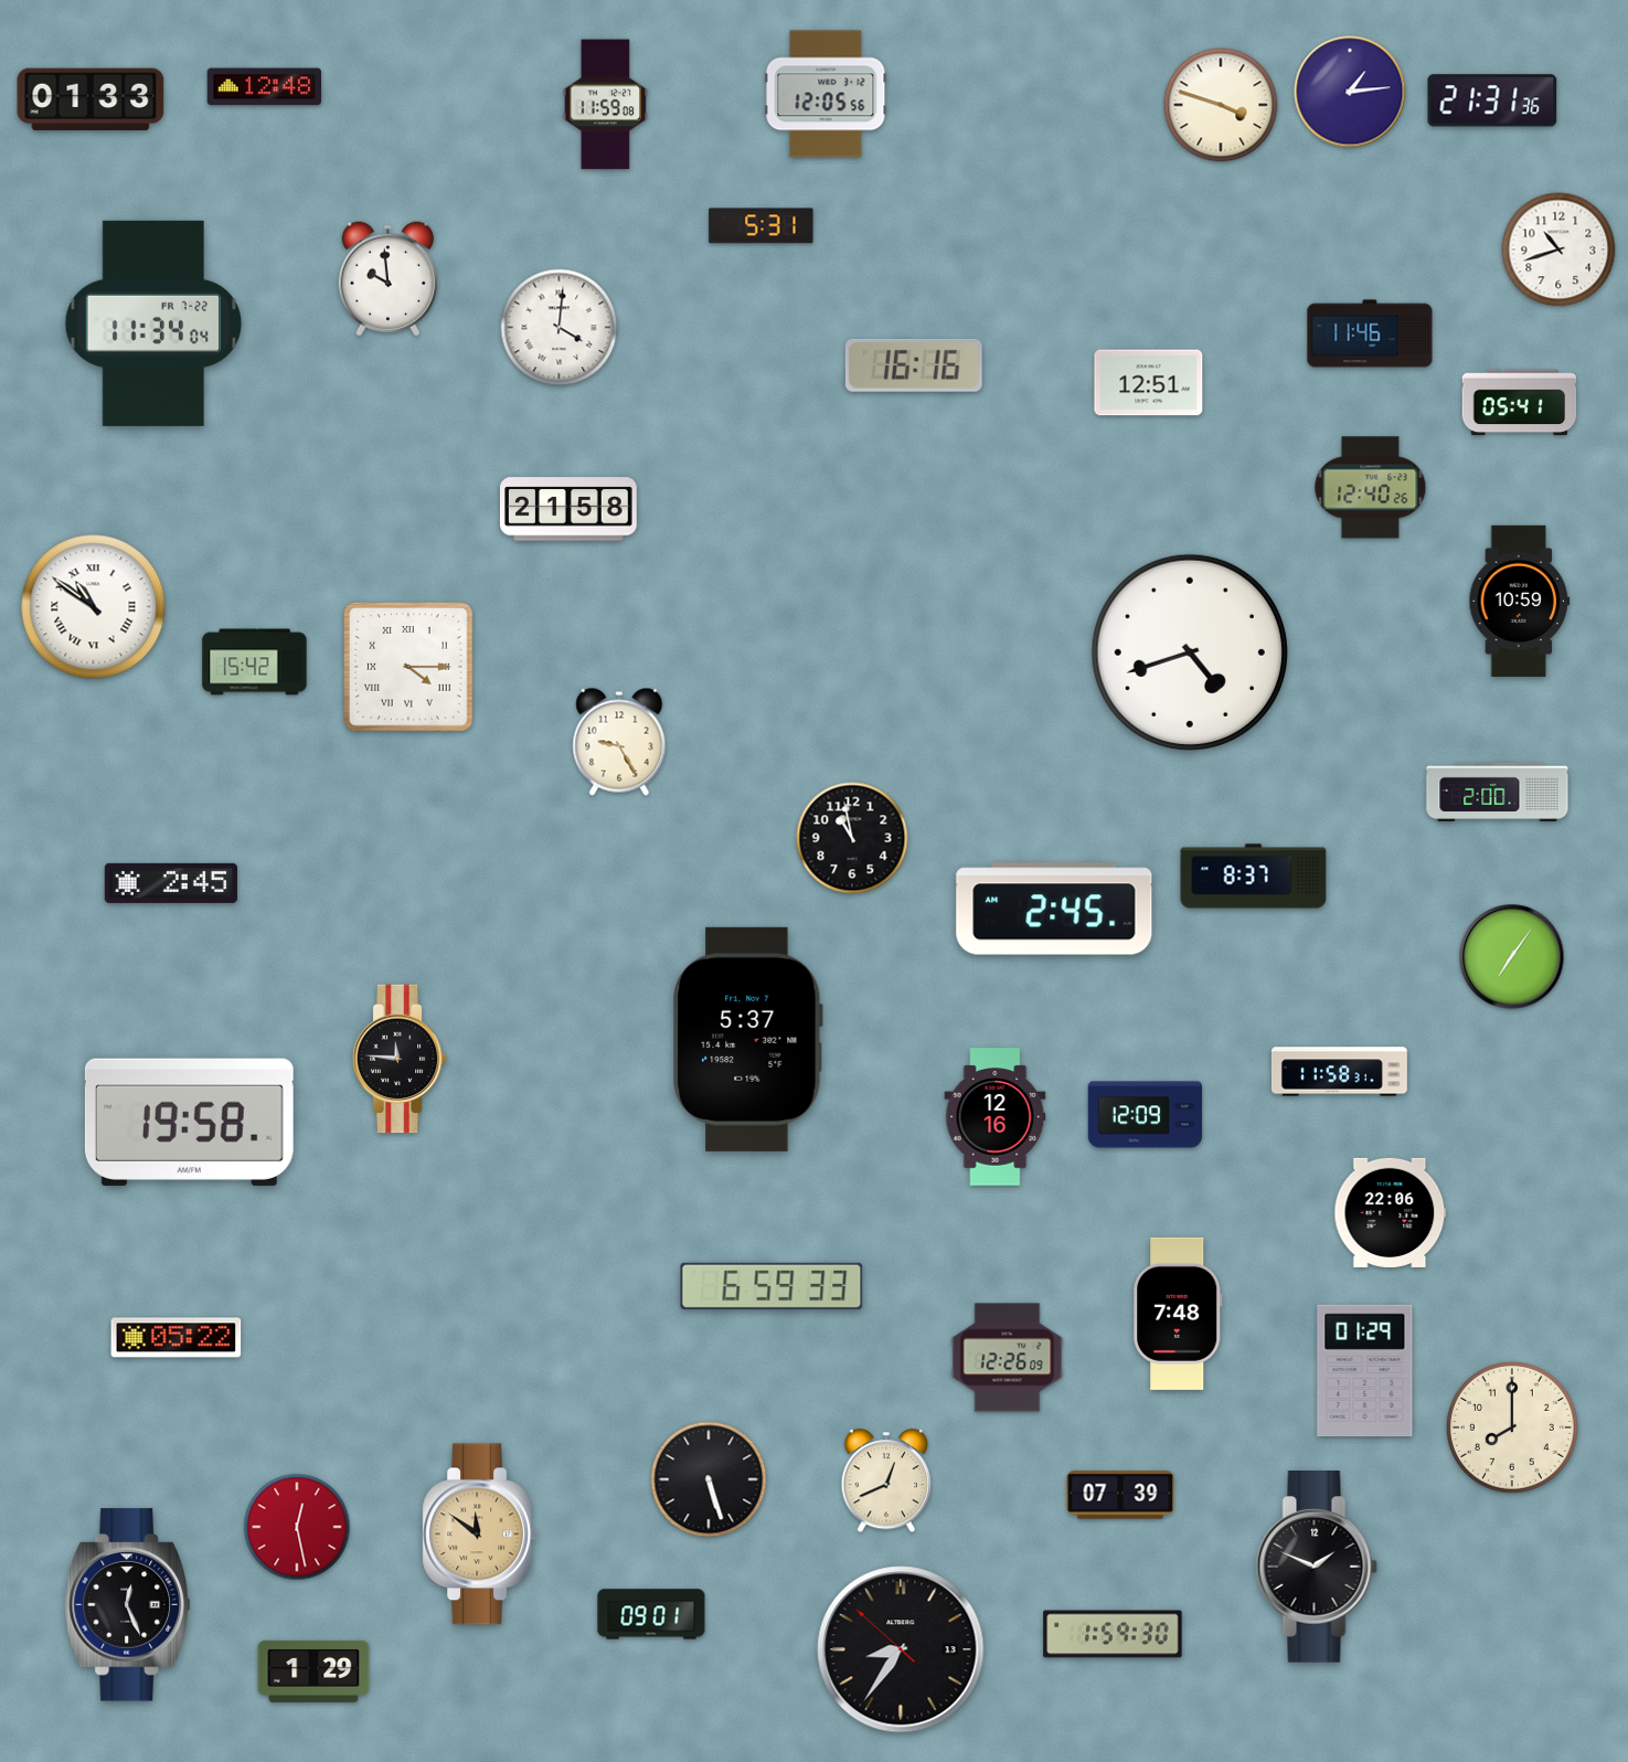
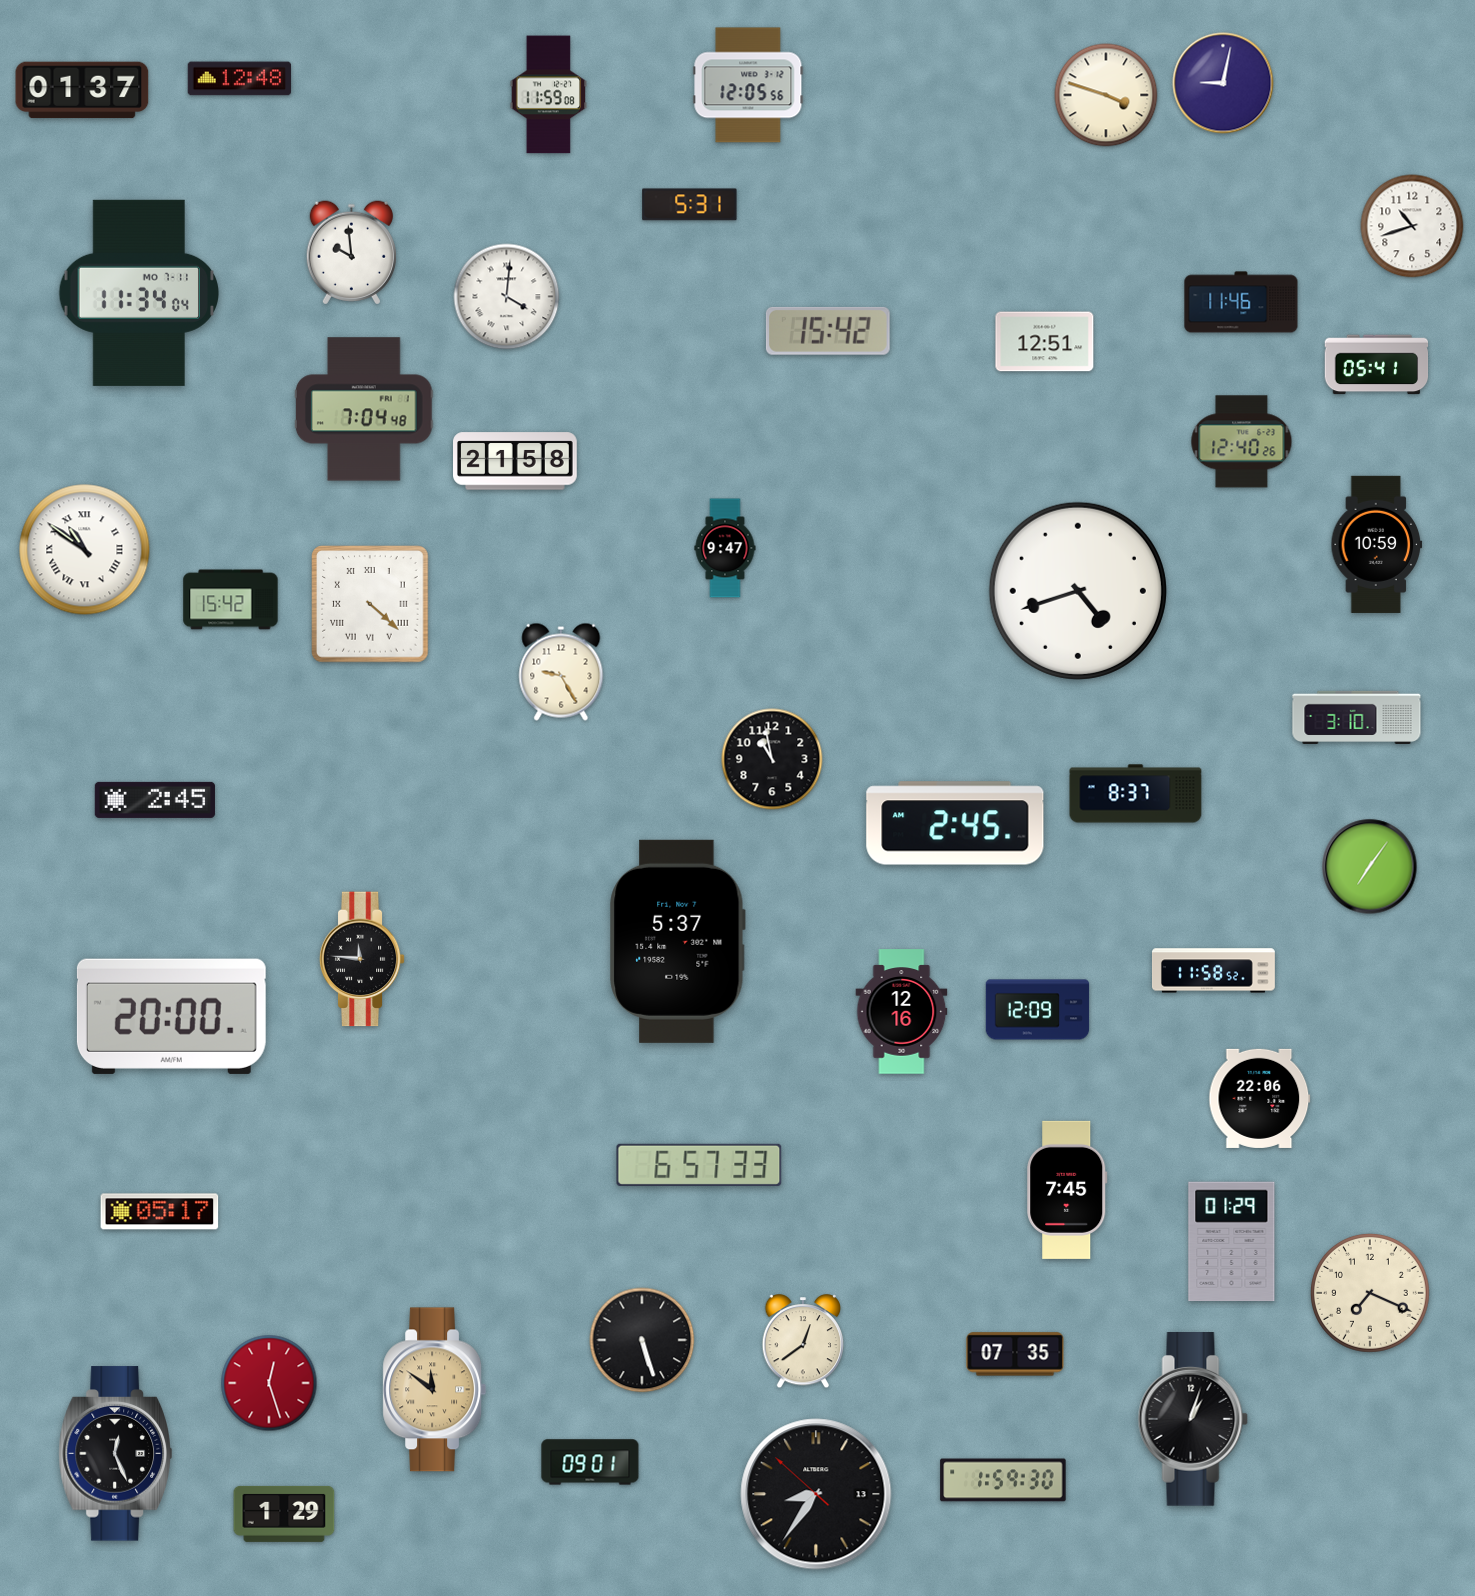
clock at (1350, 92): 1:14 -> 9:02
clock at (91, 99): 01:33 -> 01:37
clock at (1492, 100): 21:31 -> none
clock at (153, 323) date: FR 7-22 -> MO 7-11
clock at (914, 365): 16:16 -> 15:42
clock at (1149, 383) position: (1149, 383) -> (1045, 342)
clock at (364, 409): none -> 7:04
clock at (725, 548): none -> 9:47
clock at (408, 667): 4:15 -> 4:22
clock at (1498, 792): 2:00 -> 3:10
clock at (1339, 1072): 11:58:31 -> 11:58:52
clock at (189, 1122): 19:58 -> 20:00
clock at (772, 1286): 6:59 -> 6:57
clock at (1178, 1314): 7:48 -> 7:45
clock at (177, 1338): 05:22 -> 05:17
clock at (1008, 1358): 12:26 -> none
clock at (1365, 1371) position: (1365, 1371) -> (1232, 1242)
clock at (1512, 1427): 8:00 -> 7:19
clock at (886, 1482): 12:41 -> 12:39
clock at (1120, 1495): 07:39 -> 07:35
clock at (297, 1527): 12:28 -> 12:27
clock at (1317, 1568): 1:49 -> 1:03
clock at (1113, 1634) position: (1113, 1634) -> (1003, 1480)
